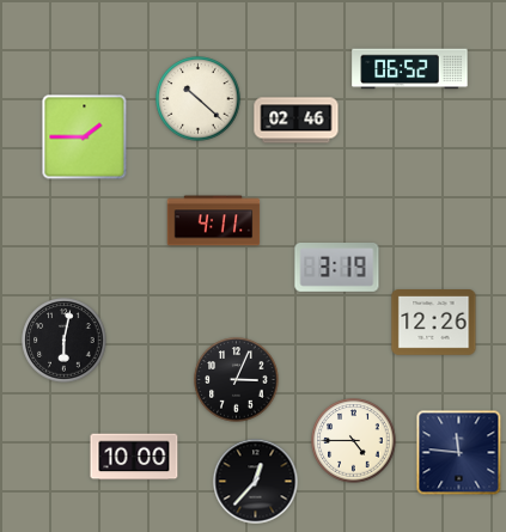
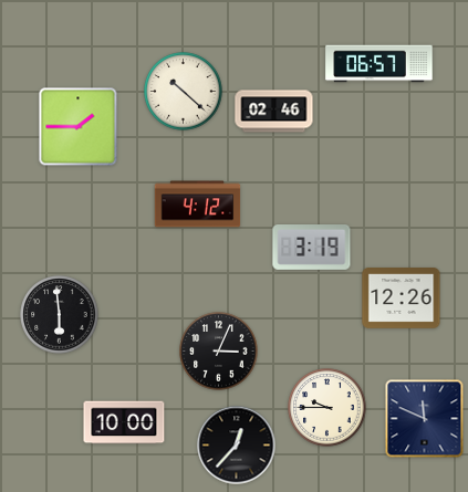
clock at (410, 69): 06:52 -> 06:57
clock at (214, 221): 4:11 -> 4:12
clock at (65, 341): 6:02 -> 5:59
clock at (354, 441): 4:45 -> 9:45
clock at (459, 453): 11:46 -> 11:49
